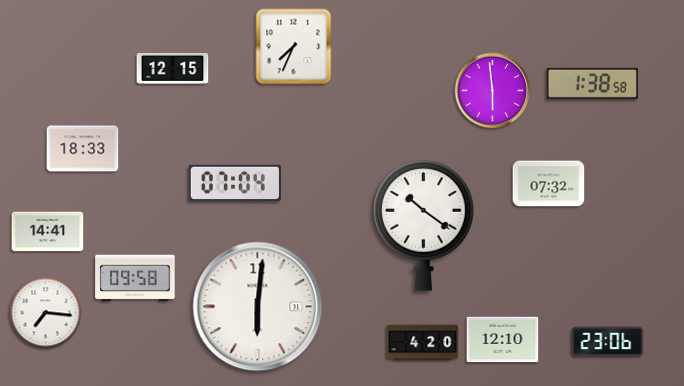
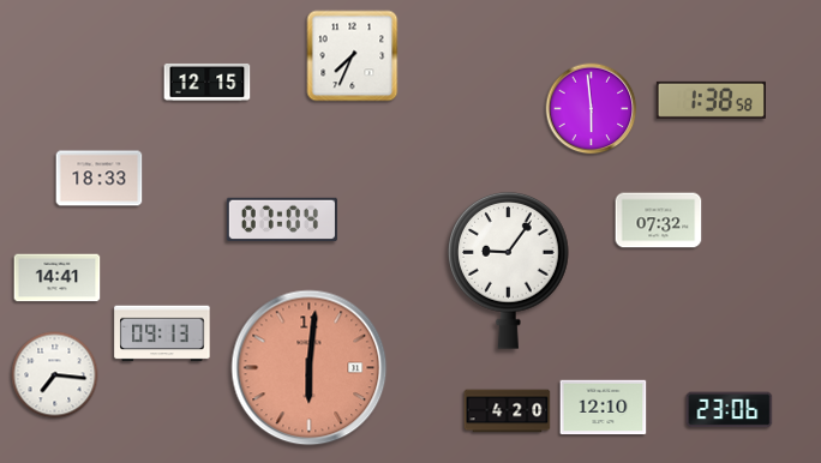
clock at (424, 225): 10:21 -> 9:06
clock at (135, 278): 09:58 -> 09:13
clock at (258, 307) dial: white -> salmon
